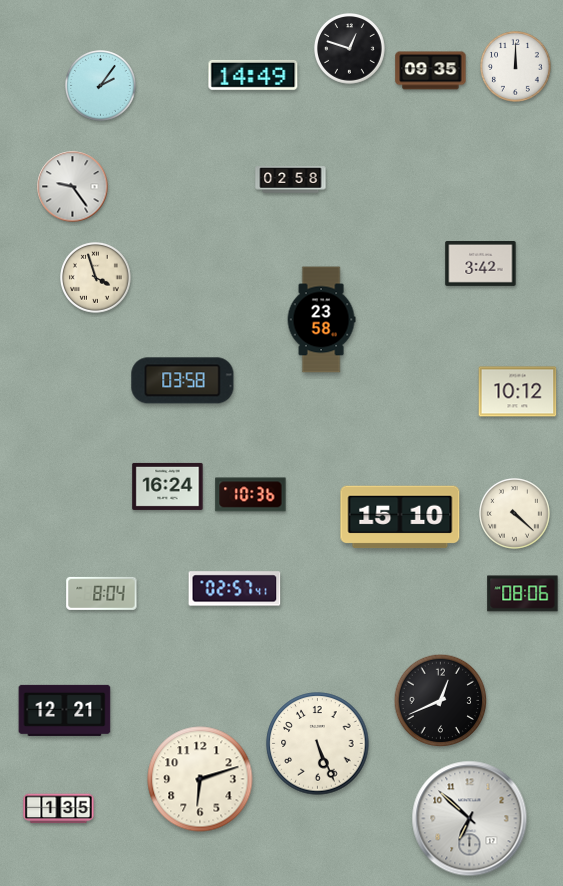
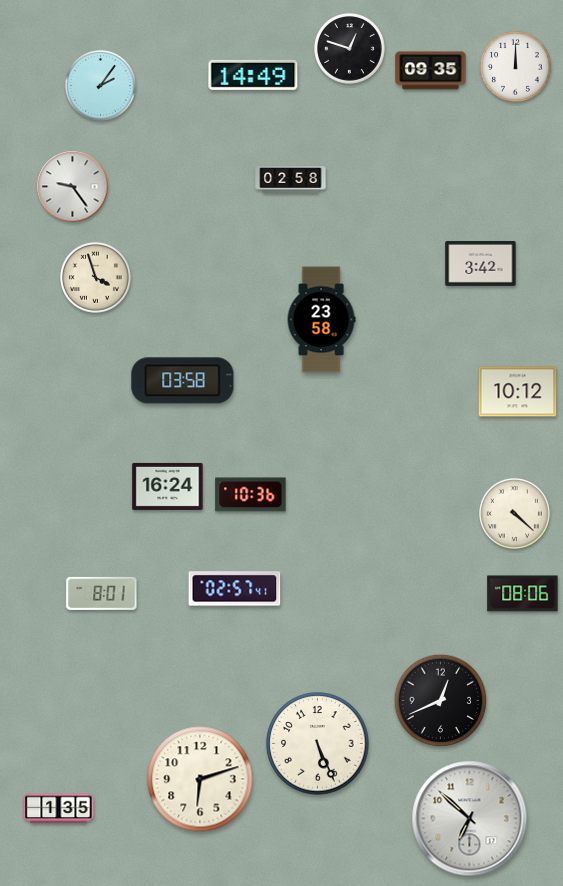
clock at (400, 517): 15:10 -> none
clock at (102, 593): 8:04 -> 8:01
clock at (65, 710): 12:21 -> none
